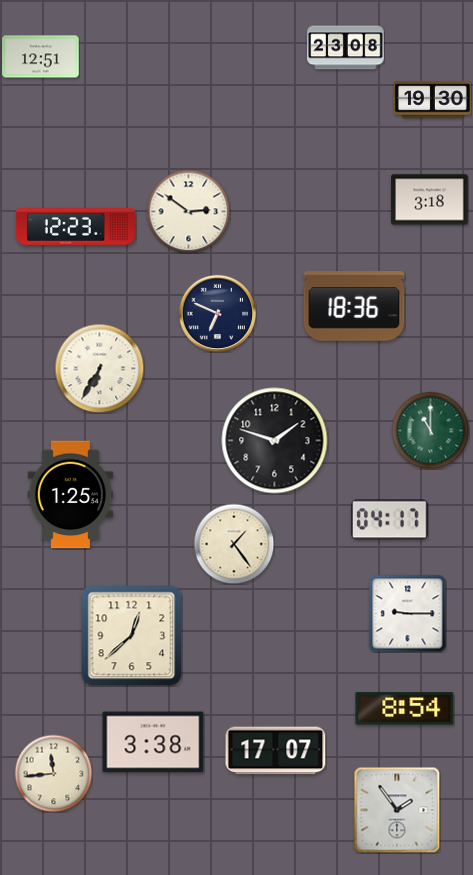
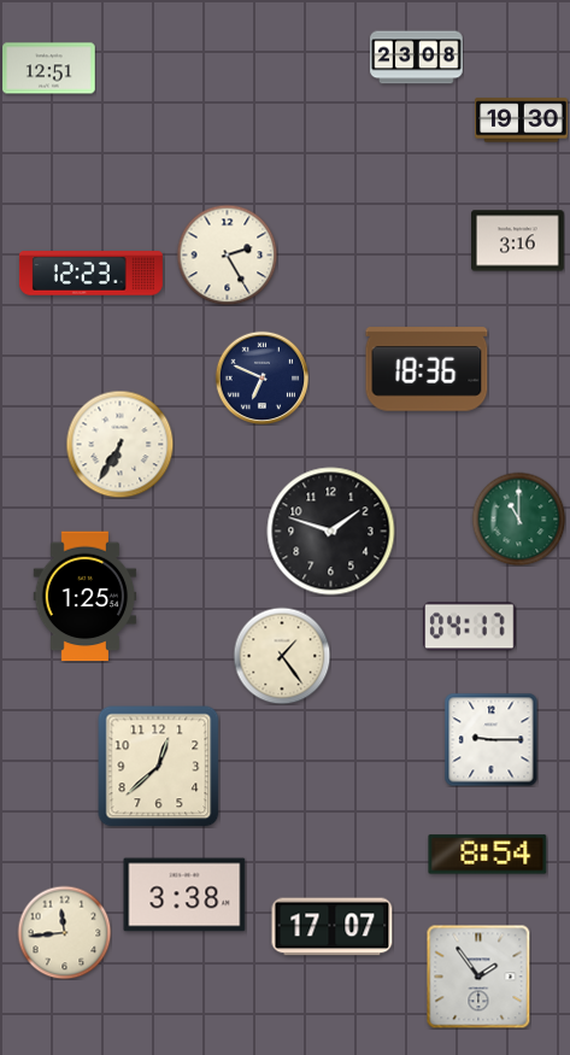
clock at (430, 200): 3:18 -> 3:16
clock at (188, 211): 2:51 -> 2:25
clock at (276, 751) position: (276, 751) -> (333, 927)
